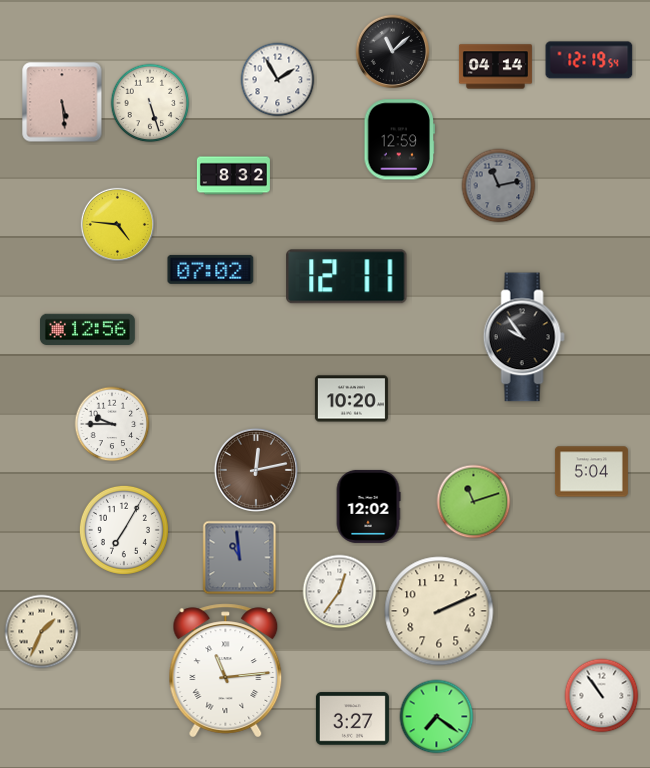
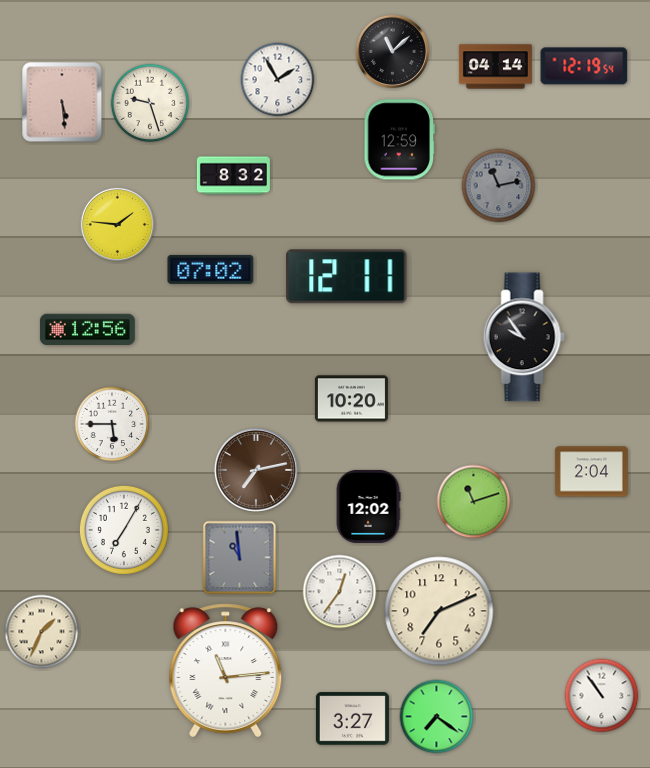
clock at (589, 60) position: (589, 60) -> (584, 66)
clock at (150, 103): 5:27 -> 9:27
clock at (117, 224): 4:46 -> 1:46
clock at (112, 424): 9:45 -> 5:45
clock at (256, 470): 12:13 -> 7:13
clock at (591, 472): 5:04 -> 2:04
clock at (439, 611): 2:11 -> 7:11
